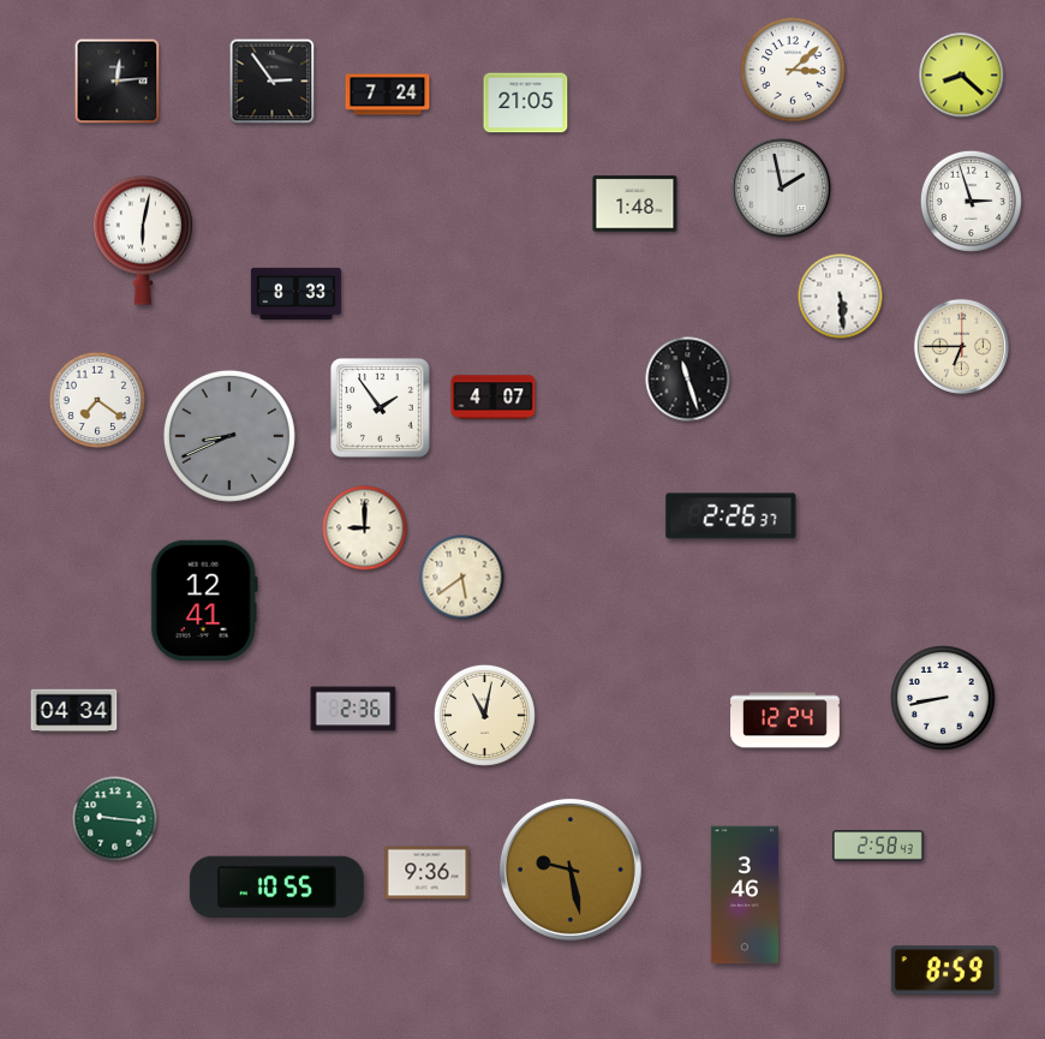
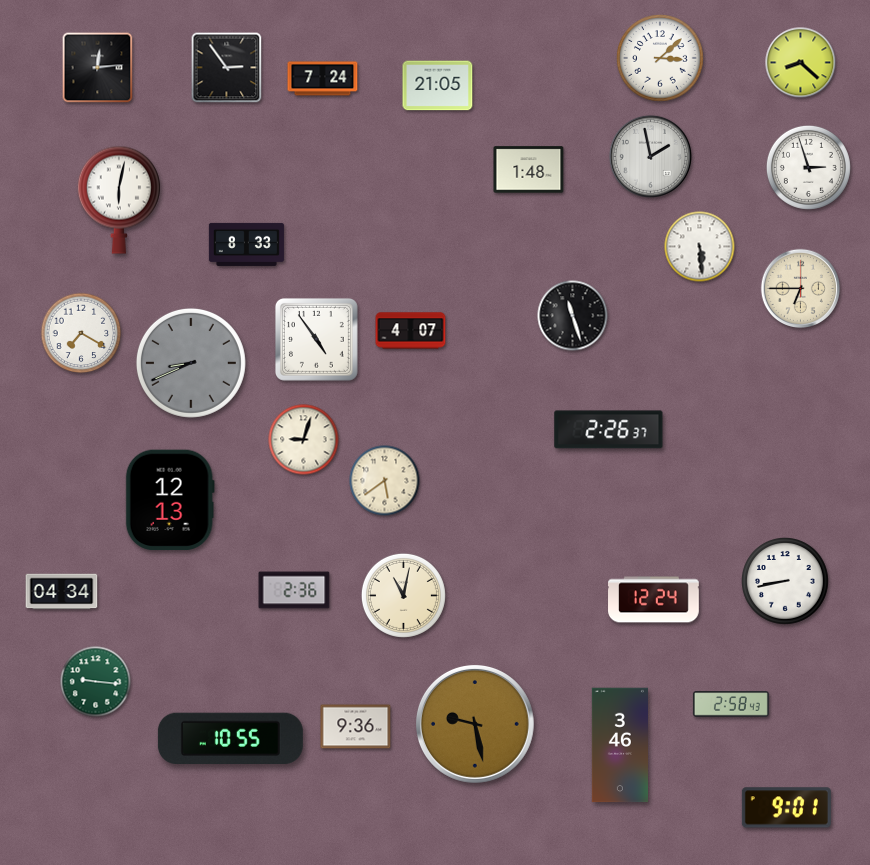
clock at (97, 400): 7:21 -> 7:20
clock at (380, 407): 1:54 -> 4:54
clock at (365, 529): 9:00 -> 9:03
clock at (204, 601): 12:41 -> 12:13
clock at (944, 971): 8:59 -> 9:01
